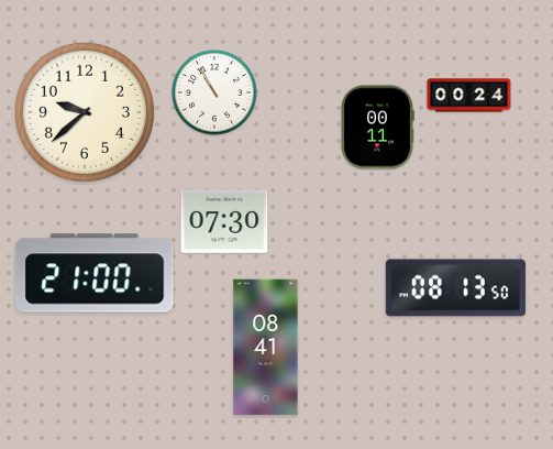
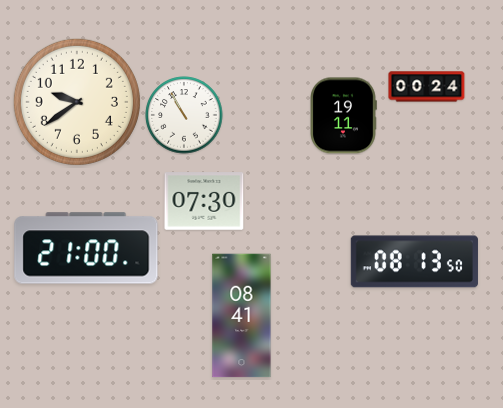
clock at (214, 92) position: (214, 92) -> (184, 115)
clock at (85, 112): 9:38 -> 9:39
clock at (377, 128): 00:11 -> 19:11
